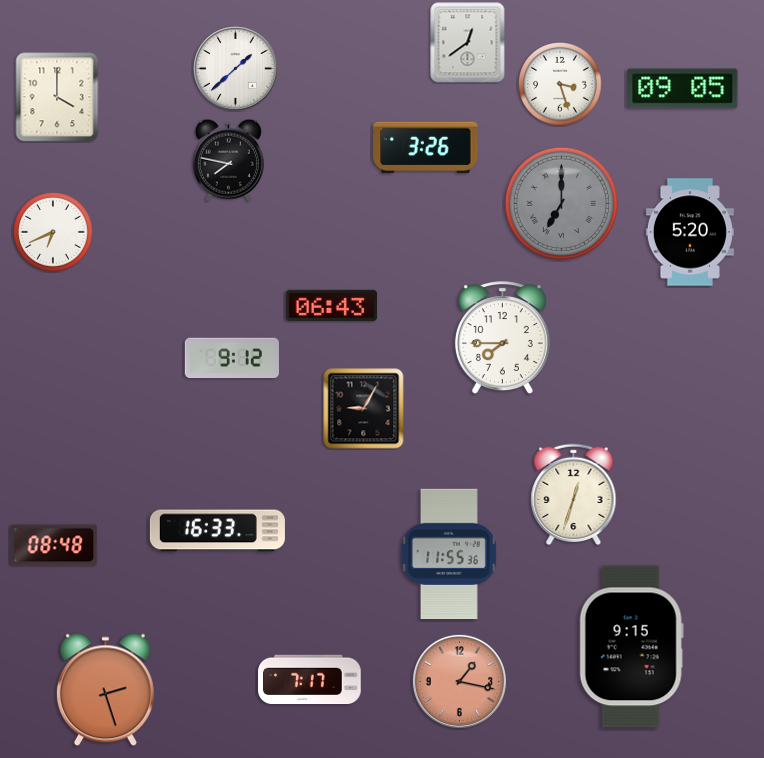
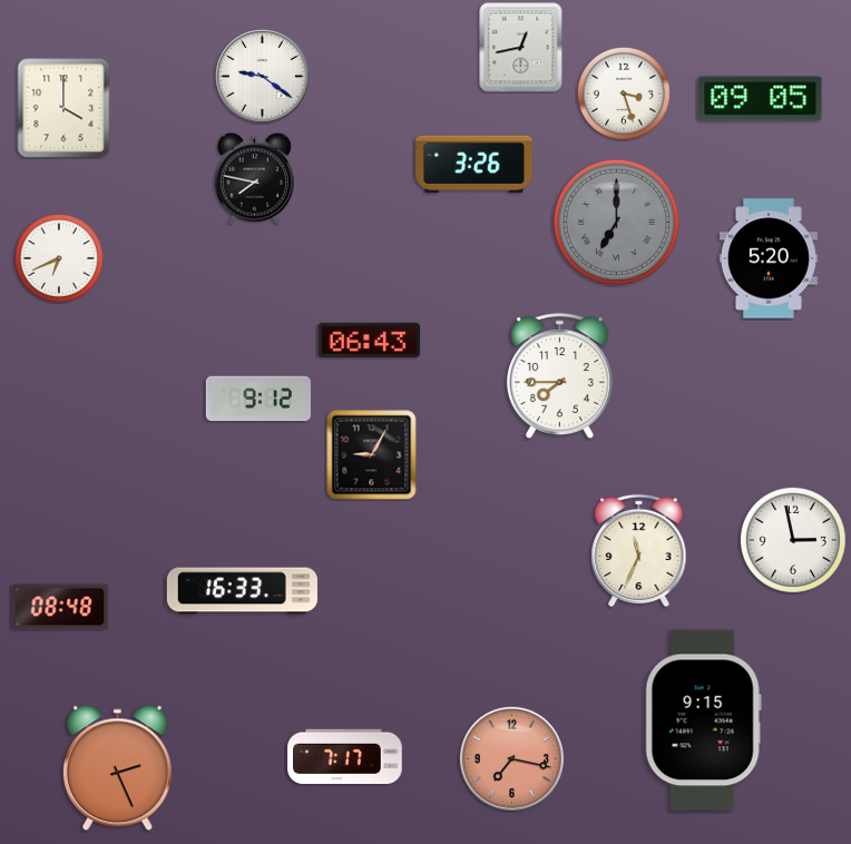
clock at (468, 43): 12:39 -> 12:43
clock at (236, 69): 1:38 -> 9:21
clock at (561, 203) position: (561, 203) -> (616, 222)
clock at (364, 409) position: (364, 409) -> (372, 455)
clock at (793, 540): none -> 2:58
clock at (574, 495): 12:33 -> 11:34
clock at (449, 554): 11:55 -> none
clock at (459, 681): 1:17 -> 7:17
clock at (105, 690): 2:27 -> 2:26
